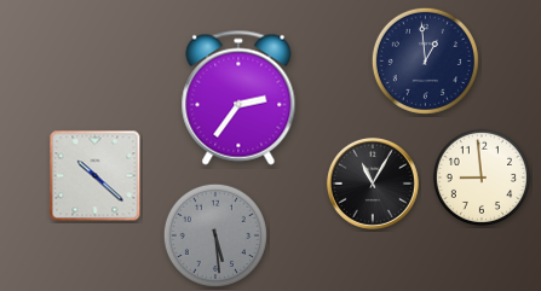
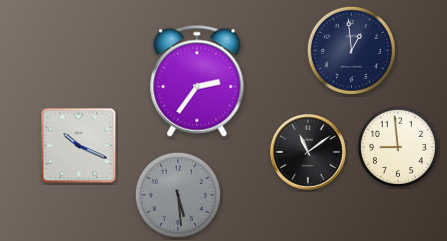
clock at (96, 176): 10:22 -> 10:19
clock at (373, 184): 11:05 -> 11:09
